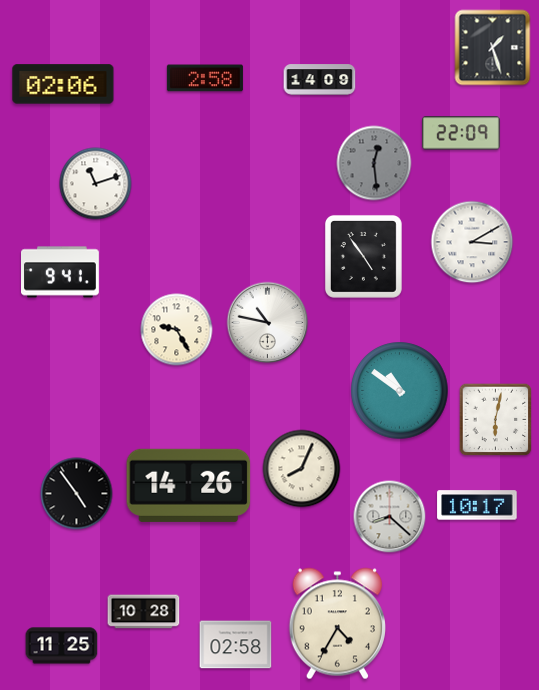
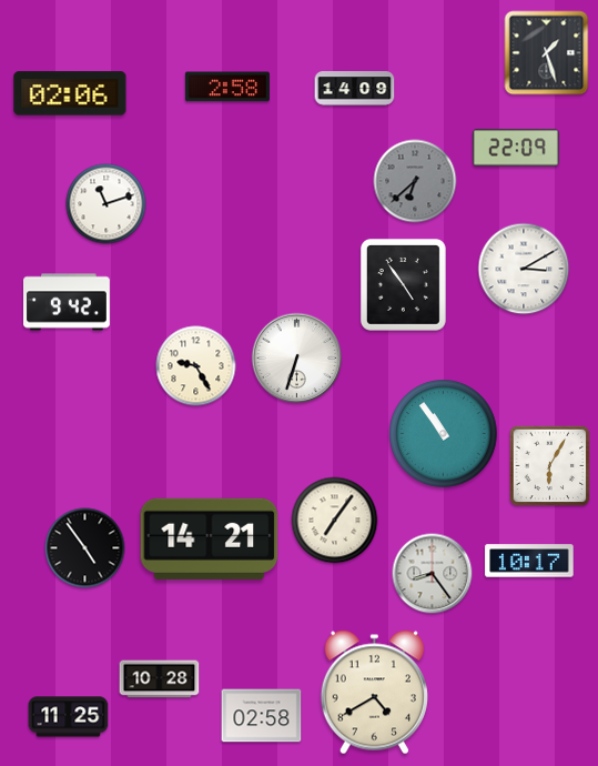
clock at (461, 133) position: (461, 133) -> (516, 148)
clock at (374, 163): 12:29 -> 6:38
clock at (61, 272): 9:41 -> 9:42
clock at (268, 323): 10:47 -> 6:33
clock at (400, 391): 10:51 -> 10:54
clock at (496, 420): 6:02 -> 6:05
clock at (302, 469): 8:04 -> 7:06
clock at (189, 485): 14:26 -> 14:21
clock at (390, 517): 8:22 -> 8:24
clock at (337, 624): 4:35 -> 4:40
